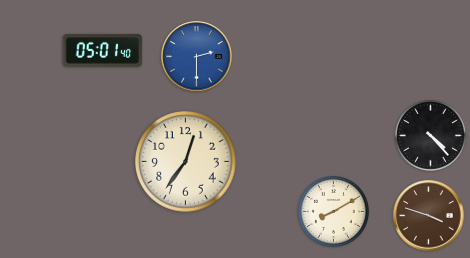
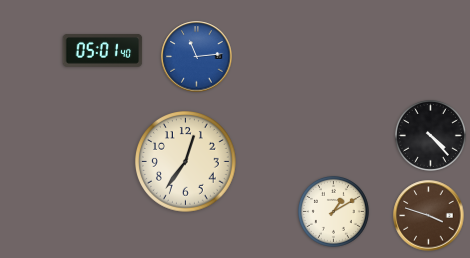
clock at (197, 57): 2:30 -> 11:14
clock at (333, 211): 8:10 -> 1:10
